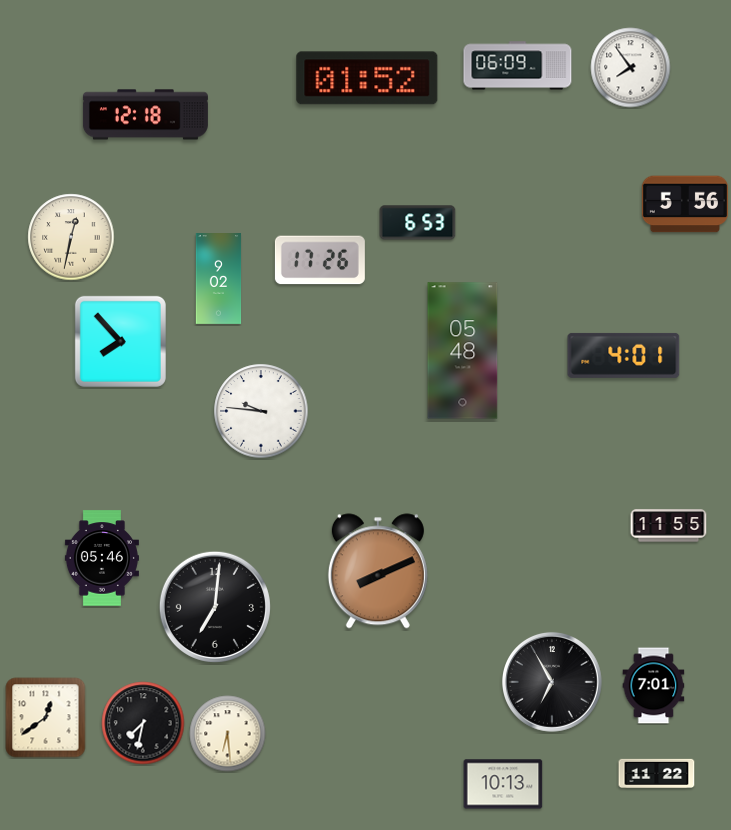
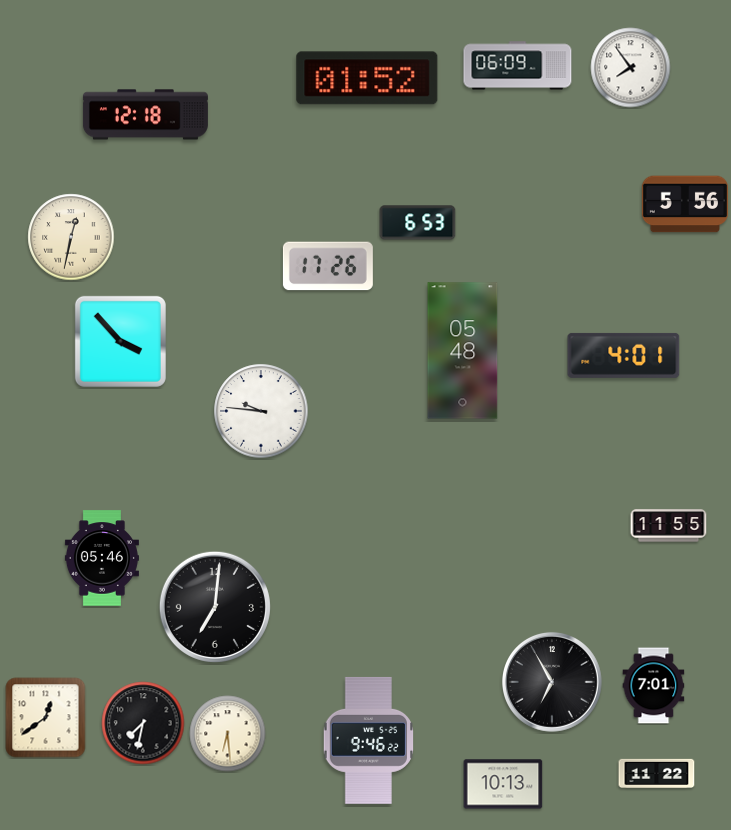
clock at (320, 260) position: (320, 260) -> (328, 266)
clock at (219, 279): 9:02 -> none
clock at (120, 341): 7:53 -> 3:53
clock at (378, 571): 8:11 -> none
clock at (368, 740): none -> 9:46
